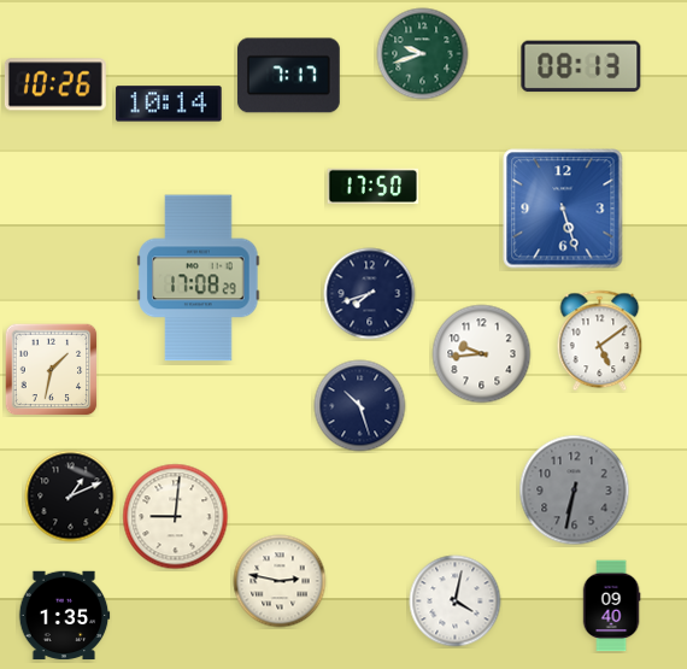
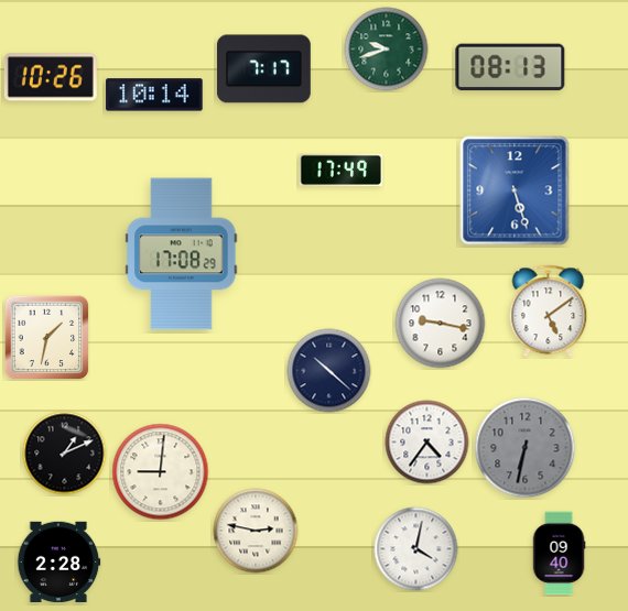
clock at (581, 66) position: (581, 66) -> (510, 67)
clock at (374, 187): 17:50 -> 17:49
clock at (370, 294): 7:42 -> none
clock at (482, 354): 9:44 -> 9:17
clock at (360, 406): 10:27 -> 10:22
clock at (427, 443): none -> 4:36
clock at (64, 616): 1:35 -> 2:28
